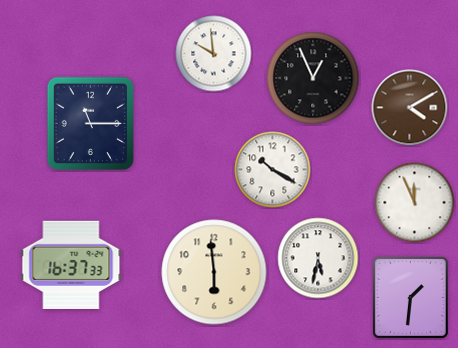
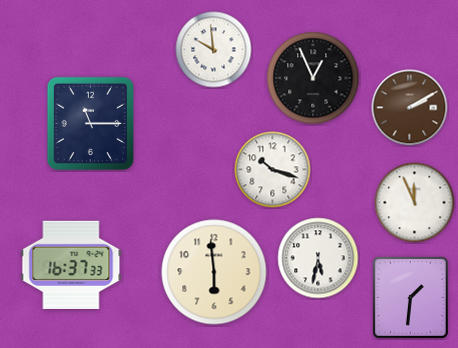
clock at (214, 54) position: (214, 54) -> (214, 50)
clock at (410, 108): 4:10 -> 2:10
clock at (273, 170): 10:20 -> 10:18
